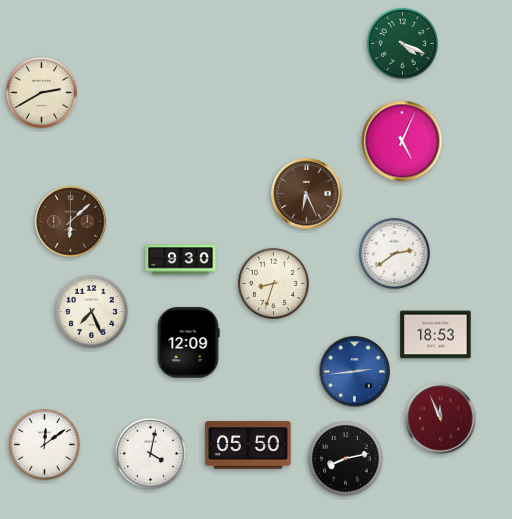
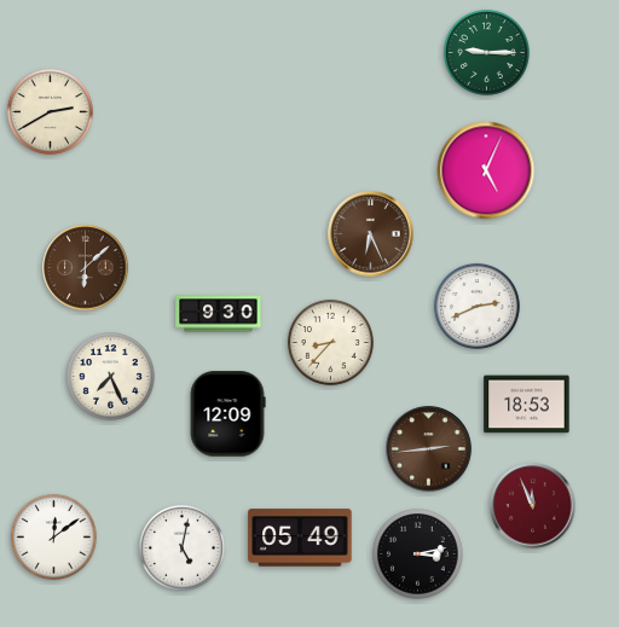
clock at (402, 43): 4:19 -> 9:15
clock at (394, 253): 2:39 -> 2:41
clock at (273, 283): 8:33 -> 8:37
clock at (355, 372) dial: blue -> brown
clock at (248, 445): 05:50 -> 05:49
clock at (150, 453): 4:02 -> 5:02
clock at (346, 459): 8:13 -> 3:13
